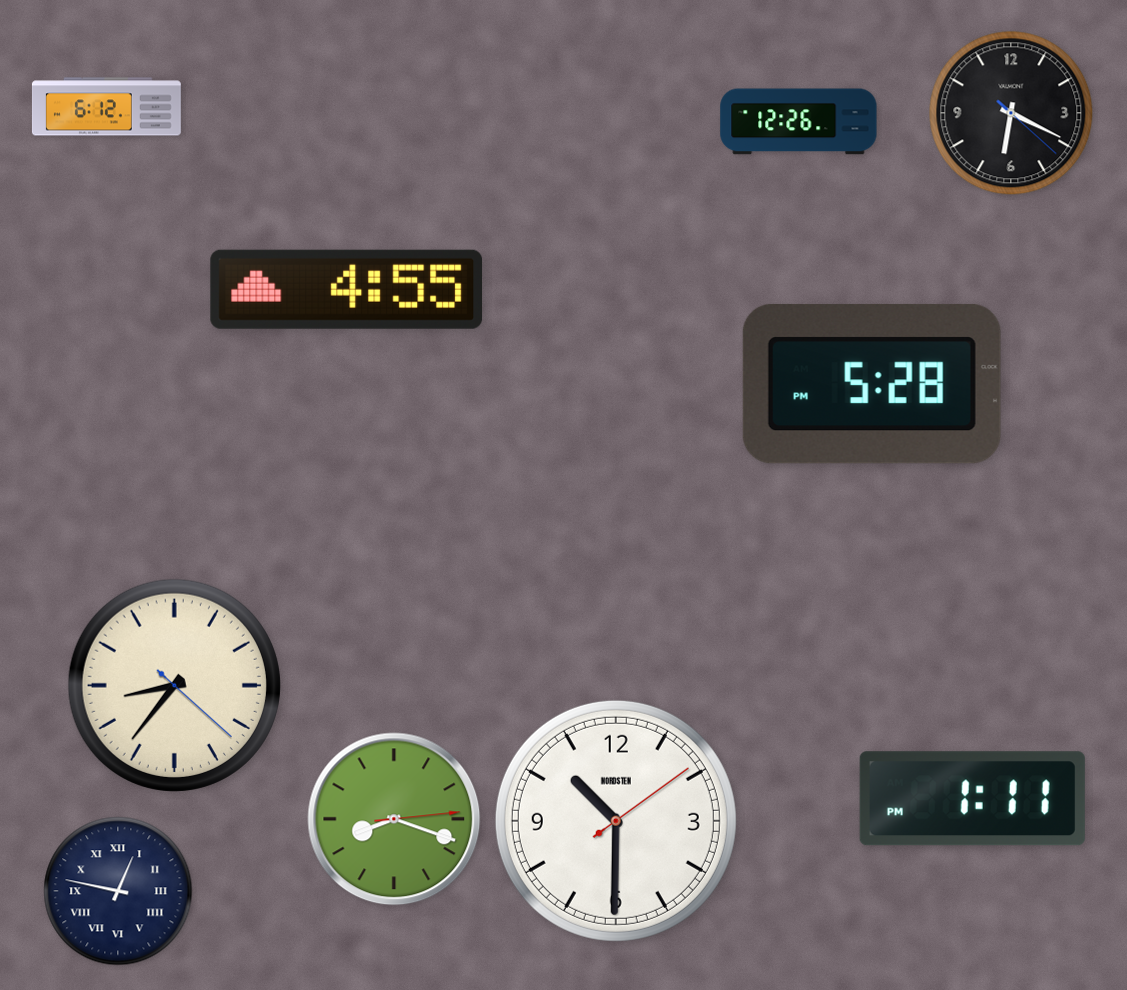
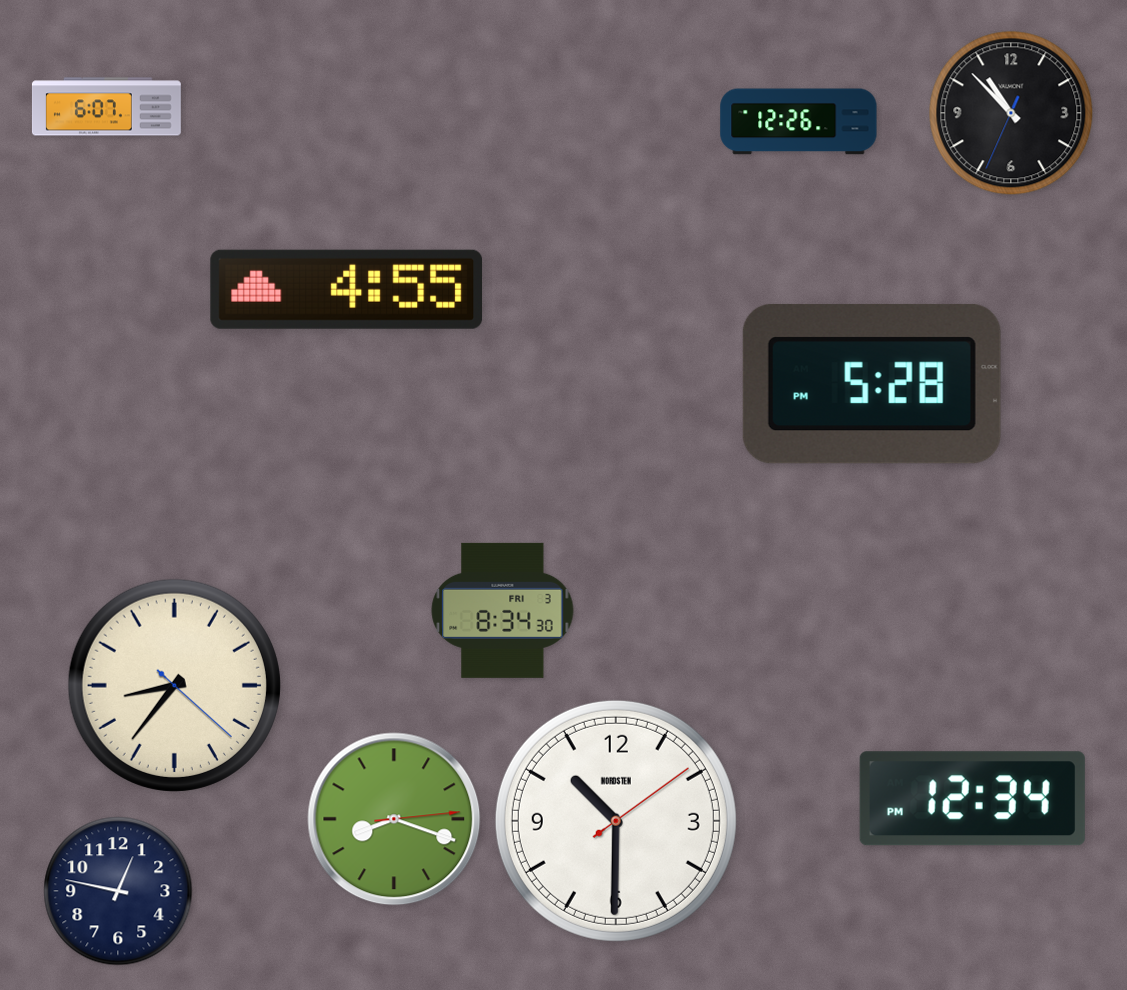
clock at (106, 107): 6:12 -> 6:07
clock at (1011, 113): 6:19 -> 10:52
clock at (503, 610): none -> 8:34
clock at (972, 799): 1:11 -> 12:34
clock at (118, 891) numerals: Roman -> Arabic
